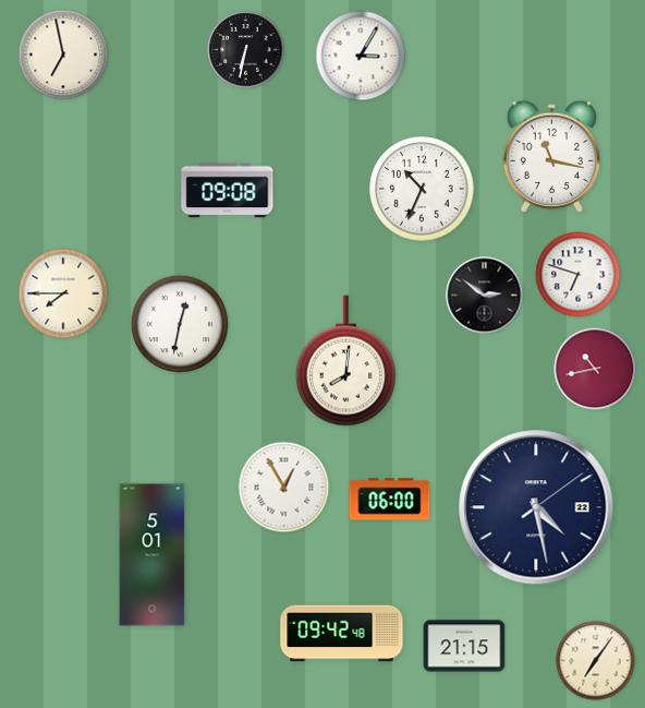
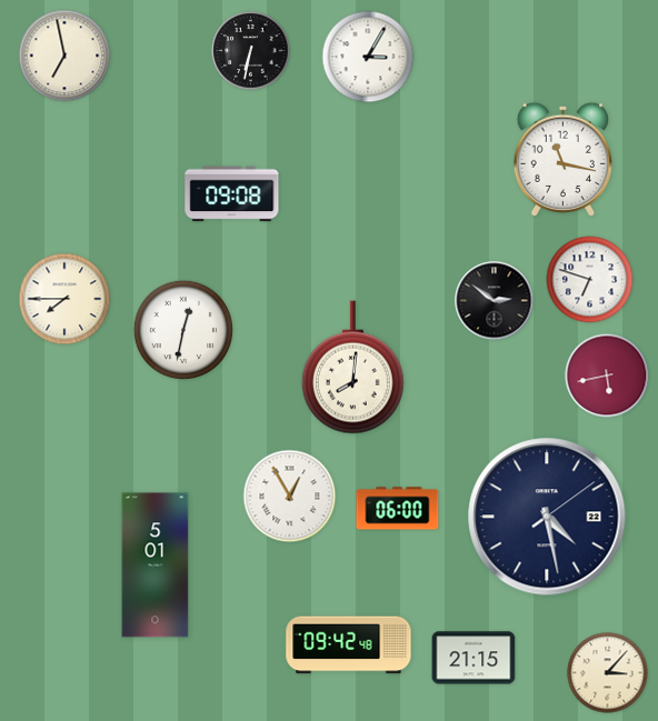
clock at (422, 189): 10:34 -> none
clock at (595, 369): 10:43 -> 5:43
clock at (596, 661): 7:06 -> 3:07
